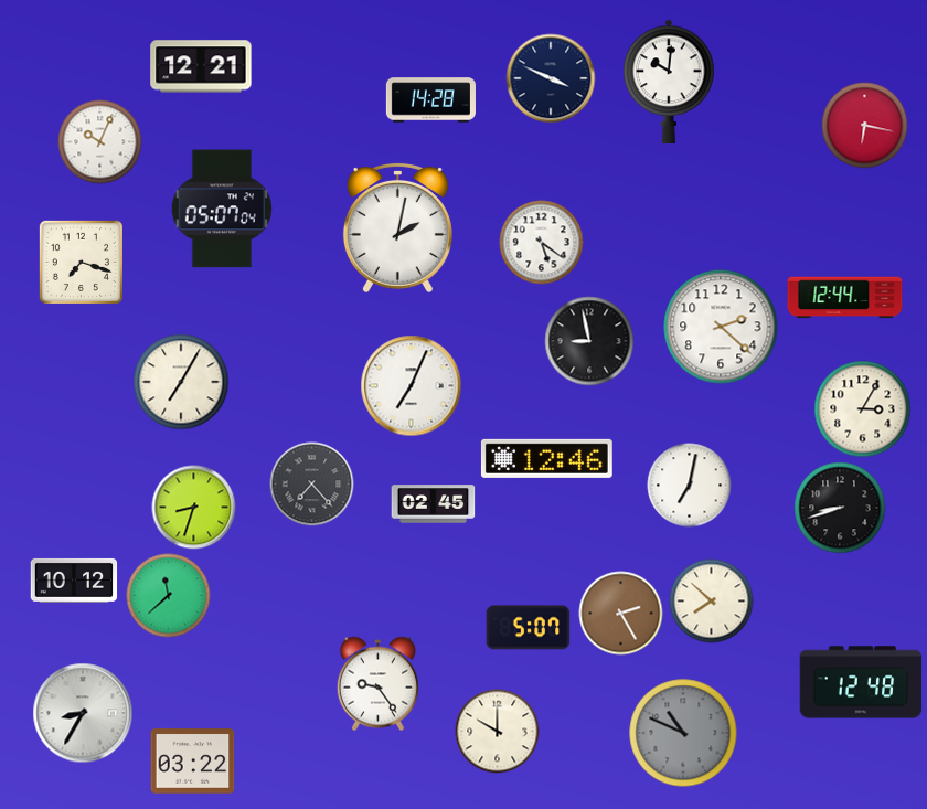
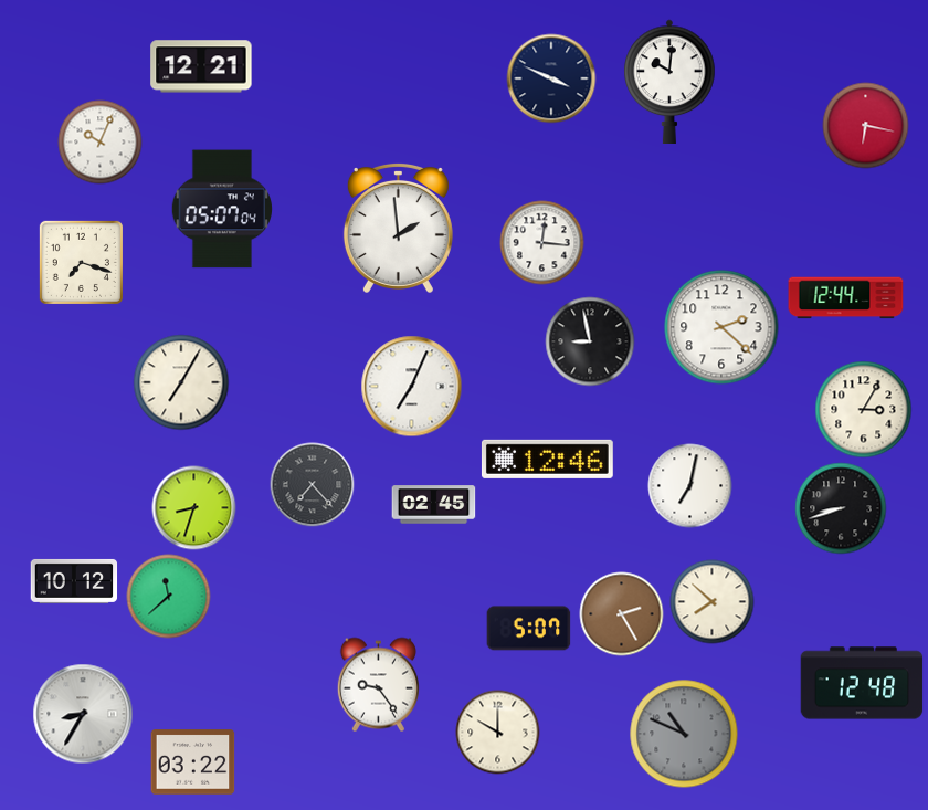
clock at (430, 100): 14:28 -> none
clock at (397, 227): 2:02 -> 1:59
clock at (542, 243): 5:21 -> 12:16
